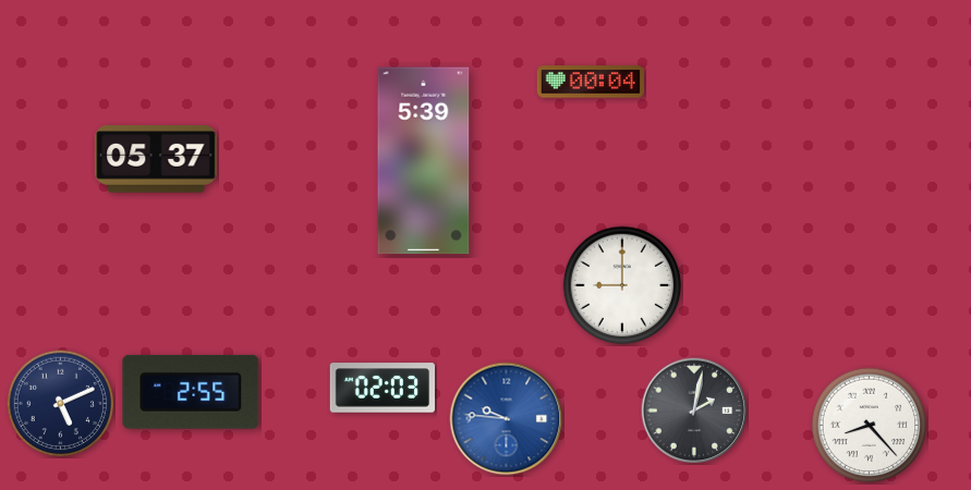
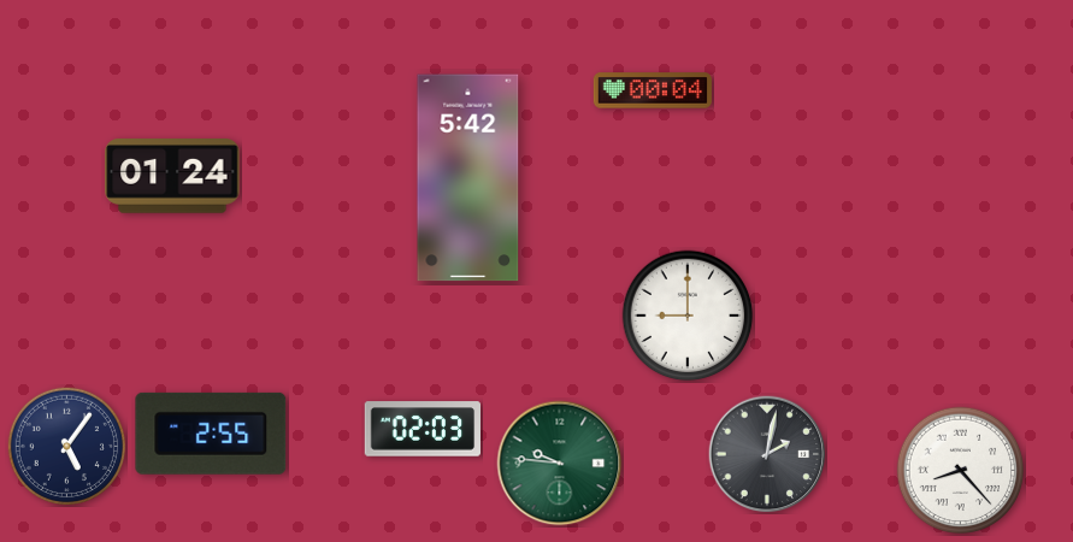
clock at (156, 160): 05:37 -> 01:24
clock at (424, 161): 5:39 -> 5:42
clock at (60, 403): 5:11 -> 5:06
clock at (507, 419) dial: blue -> green
